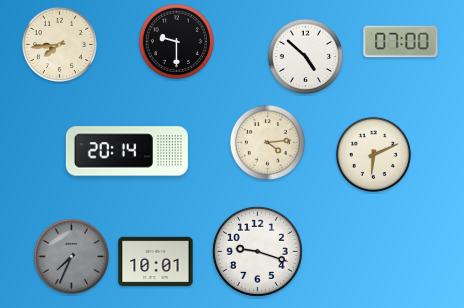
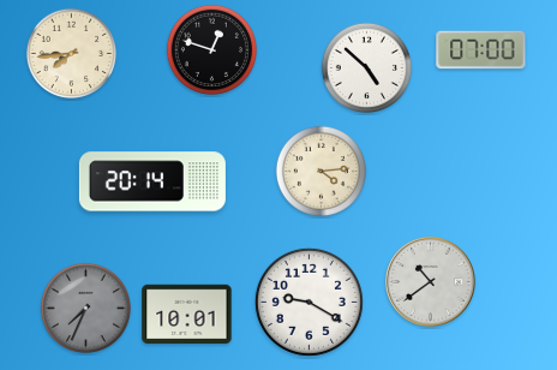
clock at (176, 41): 9:30 -> 12:48
clock at (373, 154): 6:11 -> none
clock at (431, 282): none -> 10:39
clock at (257, 251): 9:18 -> 9:20
